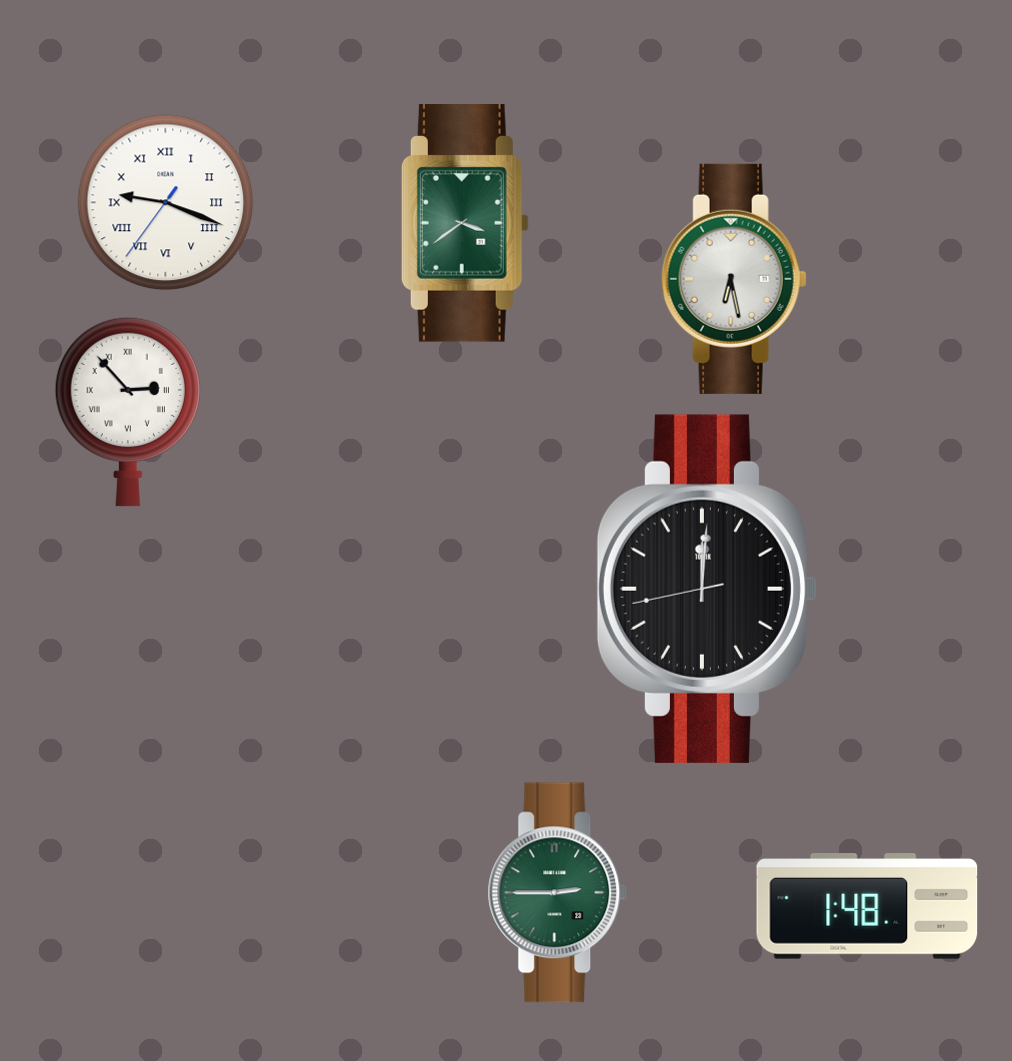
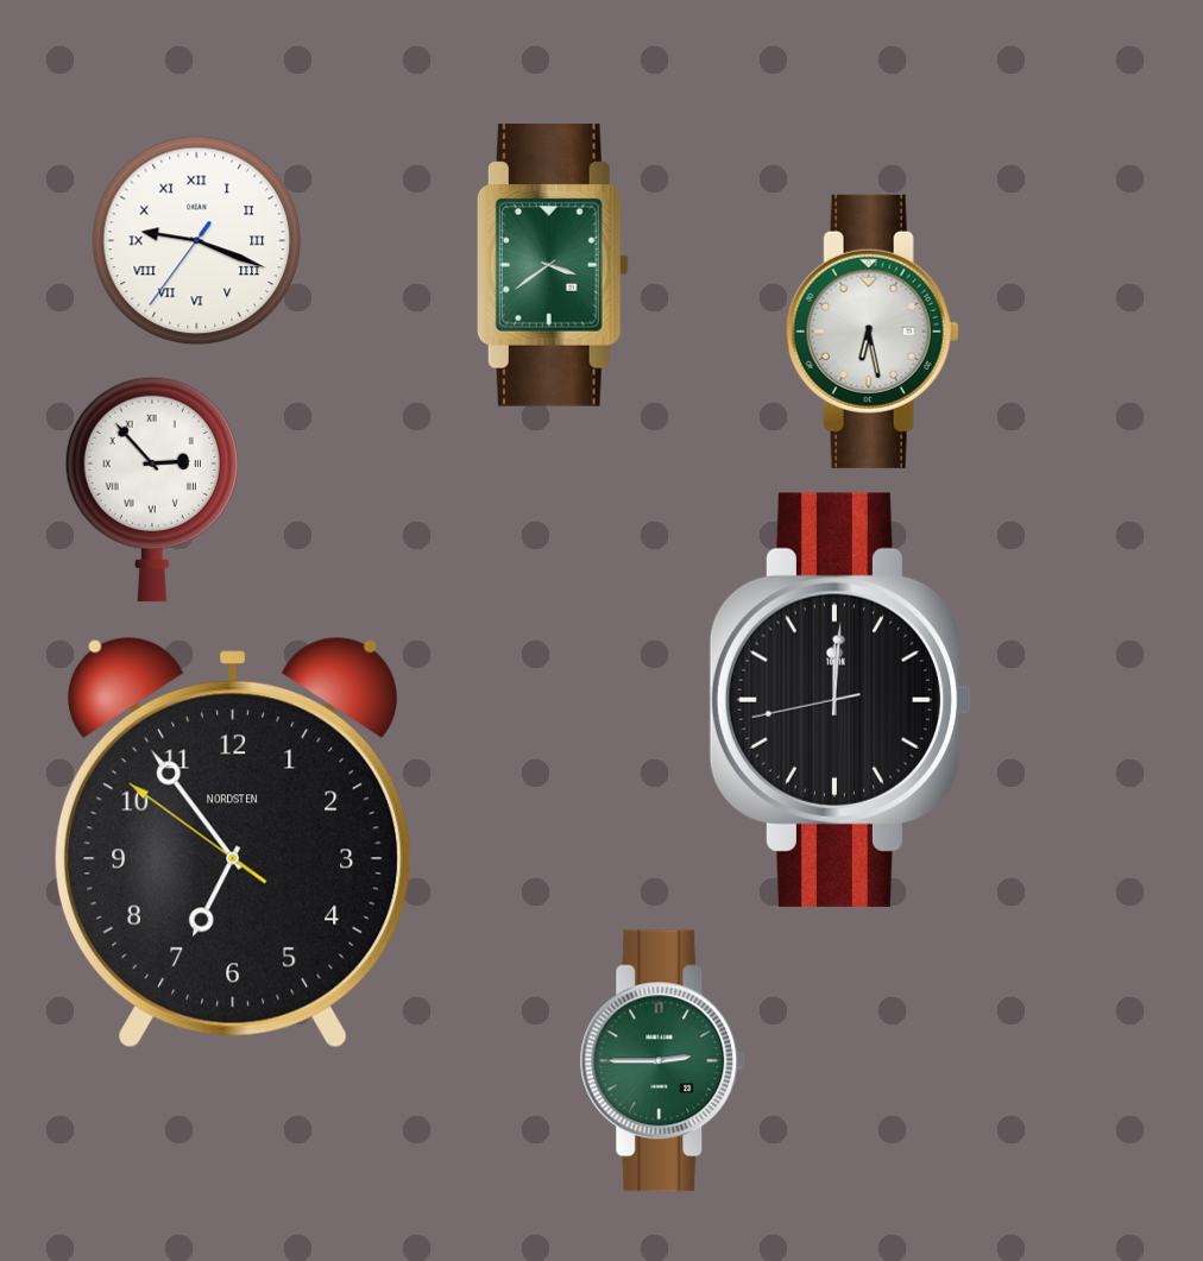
clock at (233, 843): none -> 6:53
clock at (867, 906): 1:48 -> none
